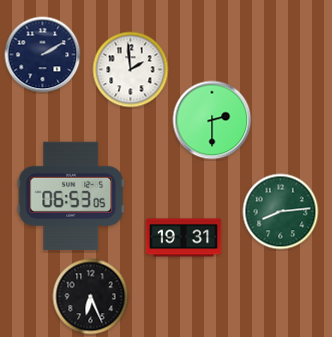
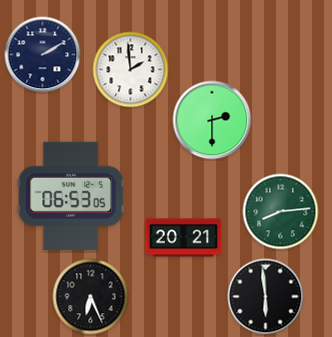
clock at (184, 238): 19:31 -> 20:21
clock at (266, 297): none -> 5:59
